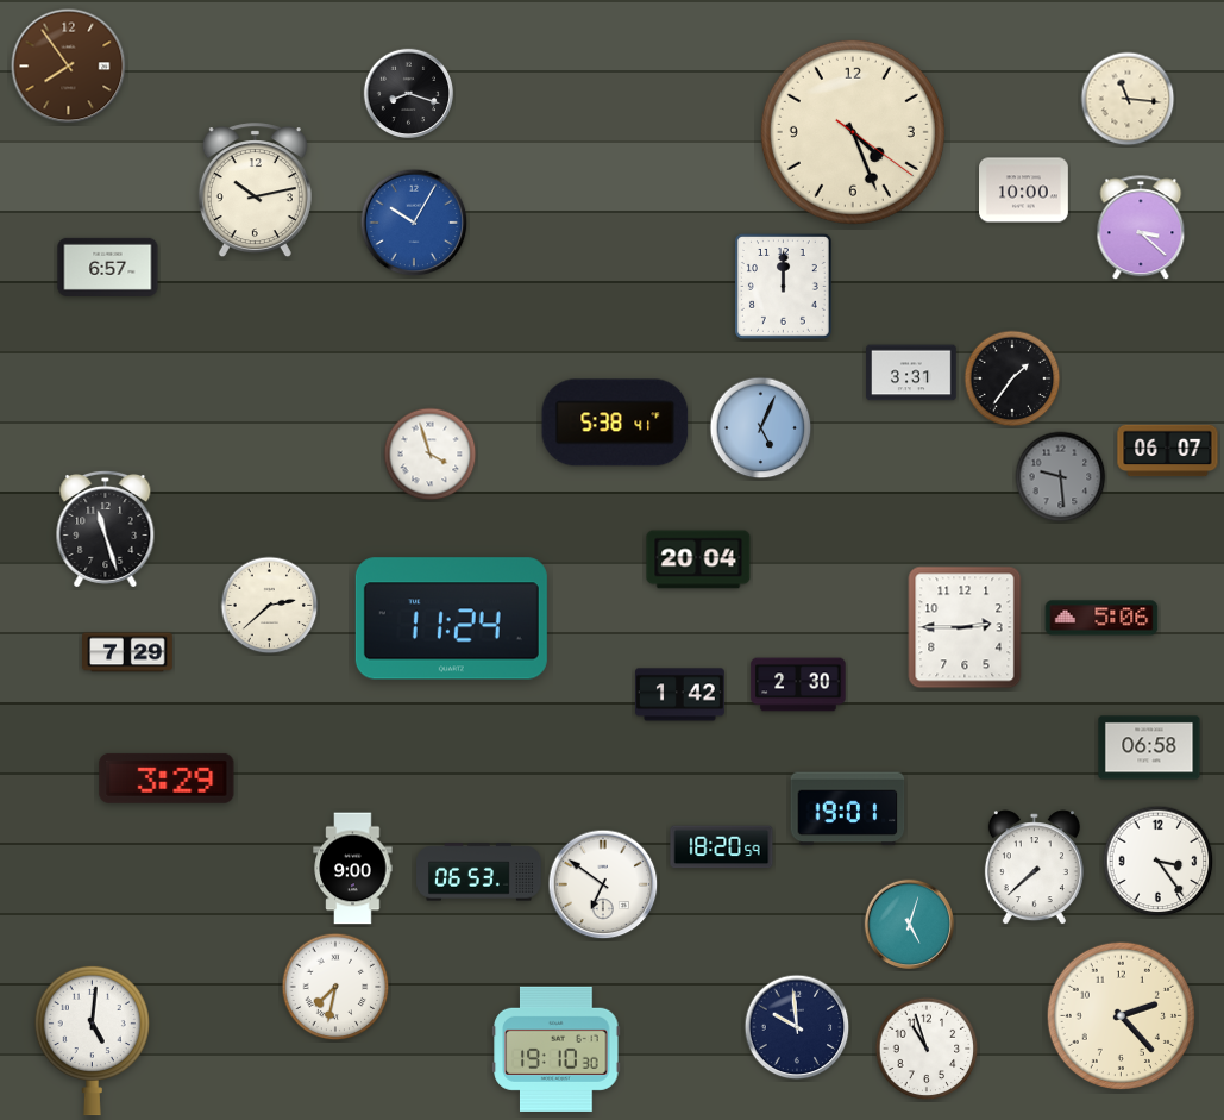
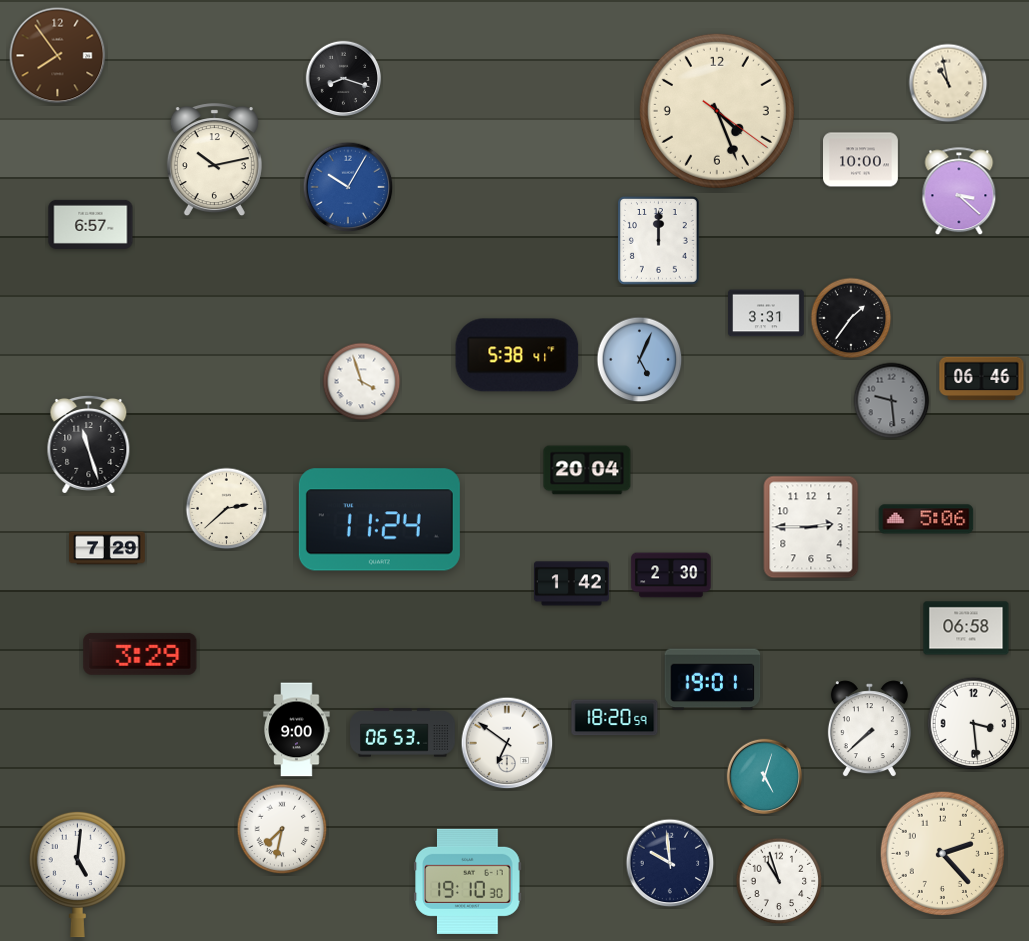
clock at (1128, 99): 11:16 -> 10:58
clock at (1168, 451): 06:07 -> 06:46
clock at (722, 847) position: (722, 847) -> (615, 718)
clock at (1159, 862): 3:24 -> 3:29
